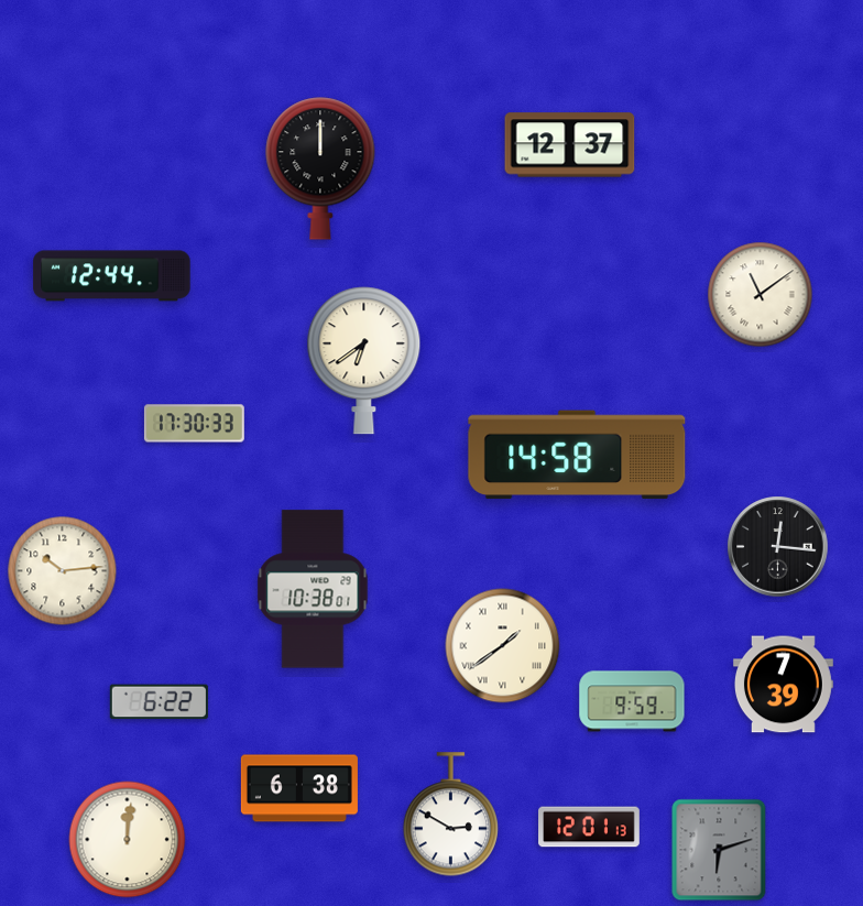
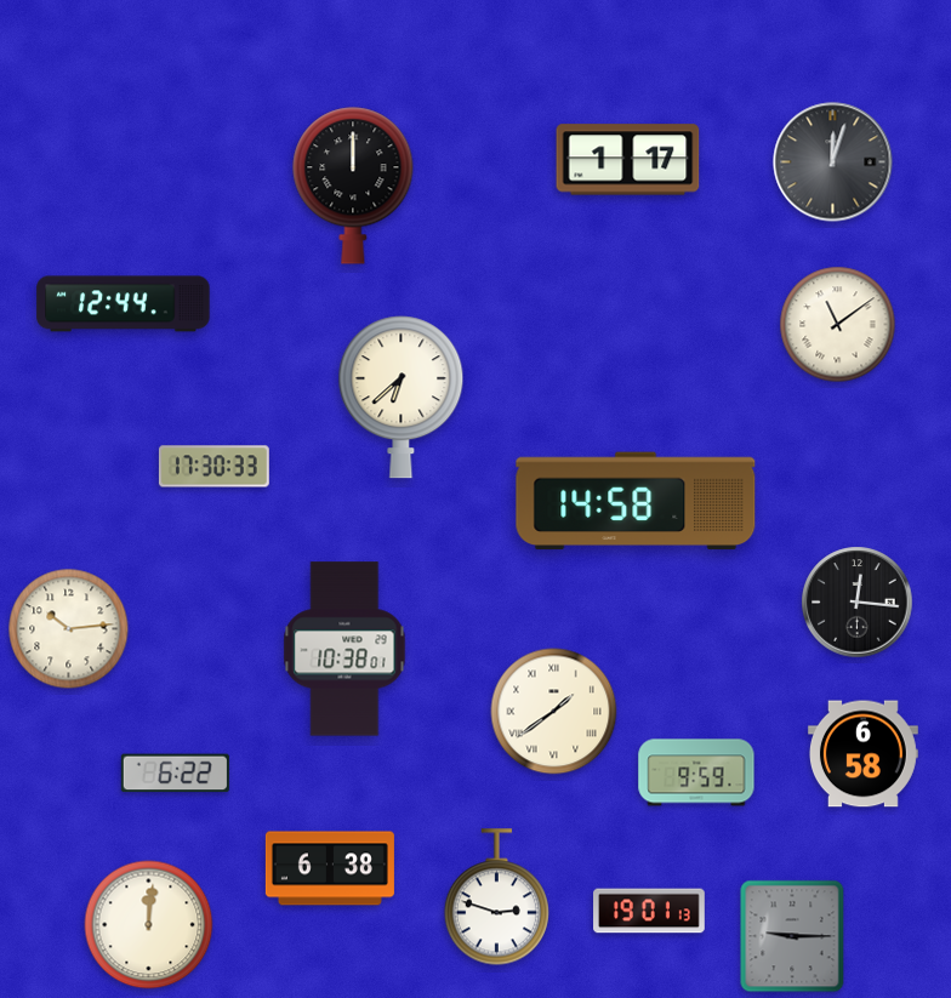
clock at (570, 145): 12:37 -> 1:17
clock at (833, 162): none -> 12:03
clock at (364, 361): 6:39 -> 6:38
clock at (783, 685): 7:39 -> 6:58
clock at (450, 815): 2:50 -> 2:48
clock at (589, 827): 12:01 -> 19:01
clock at (128, 840) position: (128, 840) -> (149, 925)
clock at (719, 850): 6:12 -> 9:15
